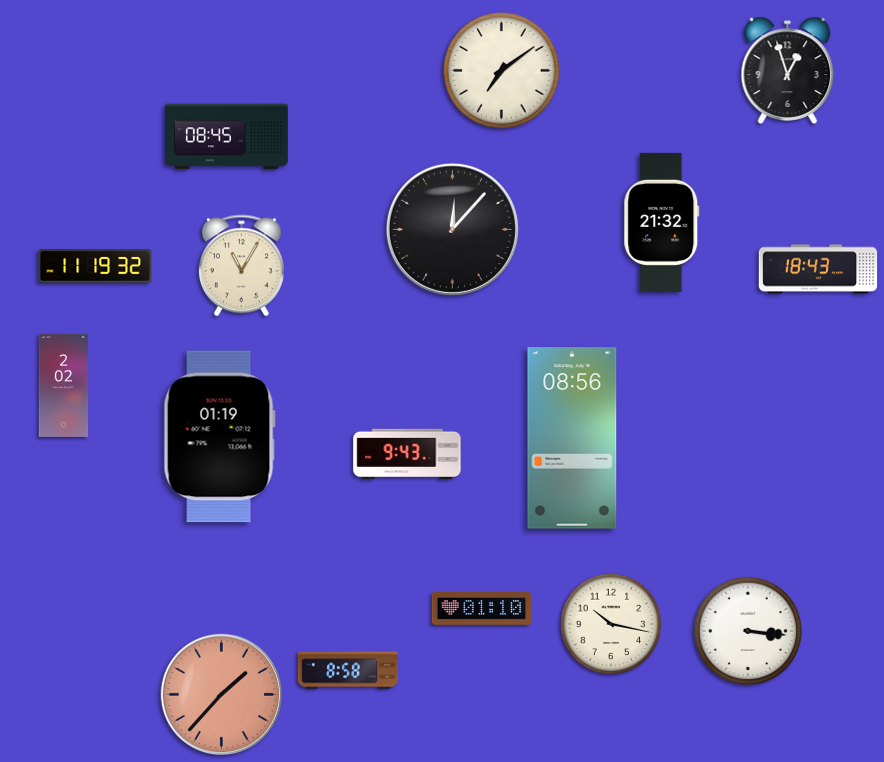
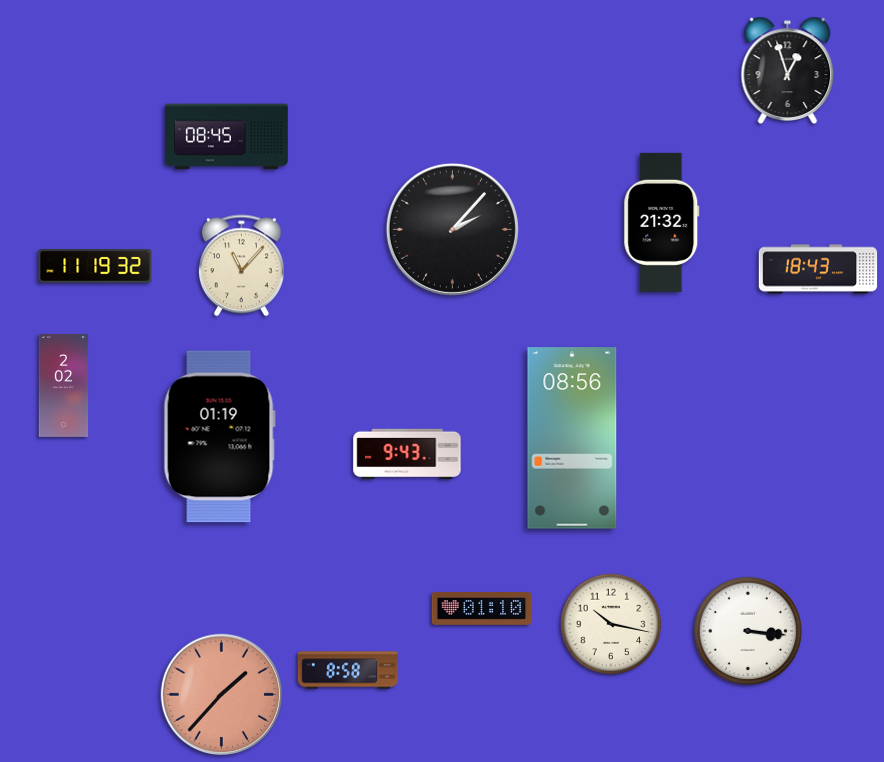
clock at (502, 71): 7:09 -> none
clock at (452, 229): 12:07 -> 2:07
clock at (241, 266): 11:05 -> 11:07
